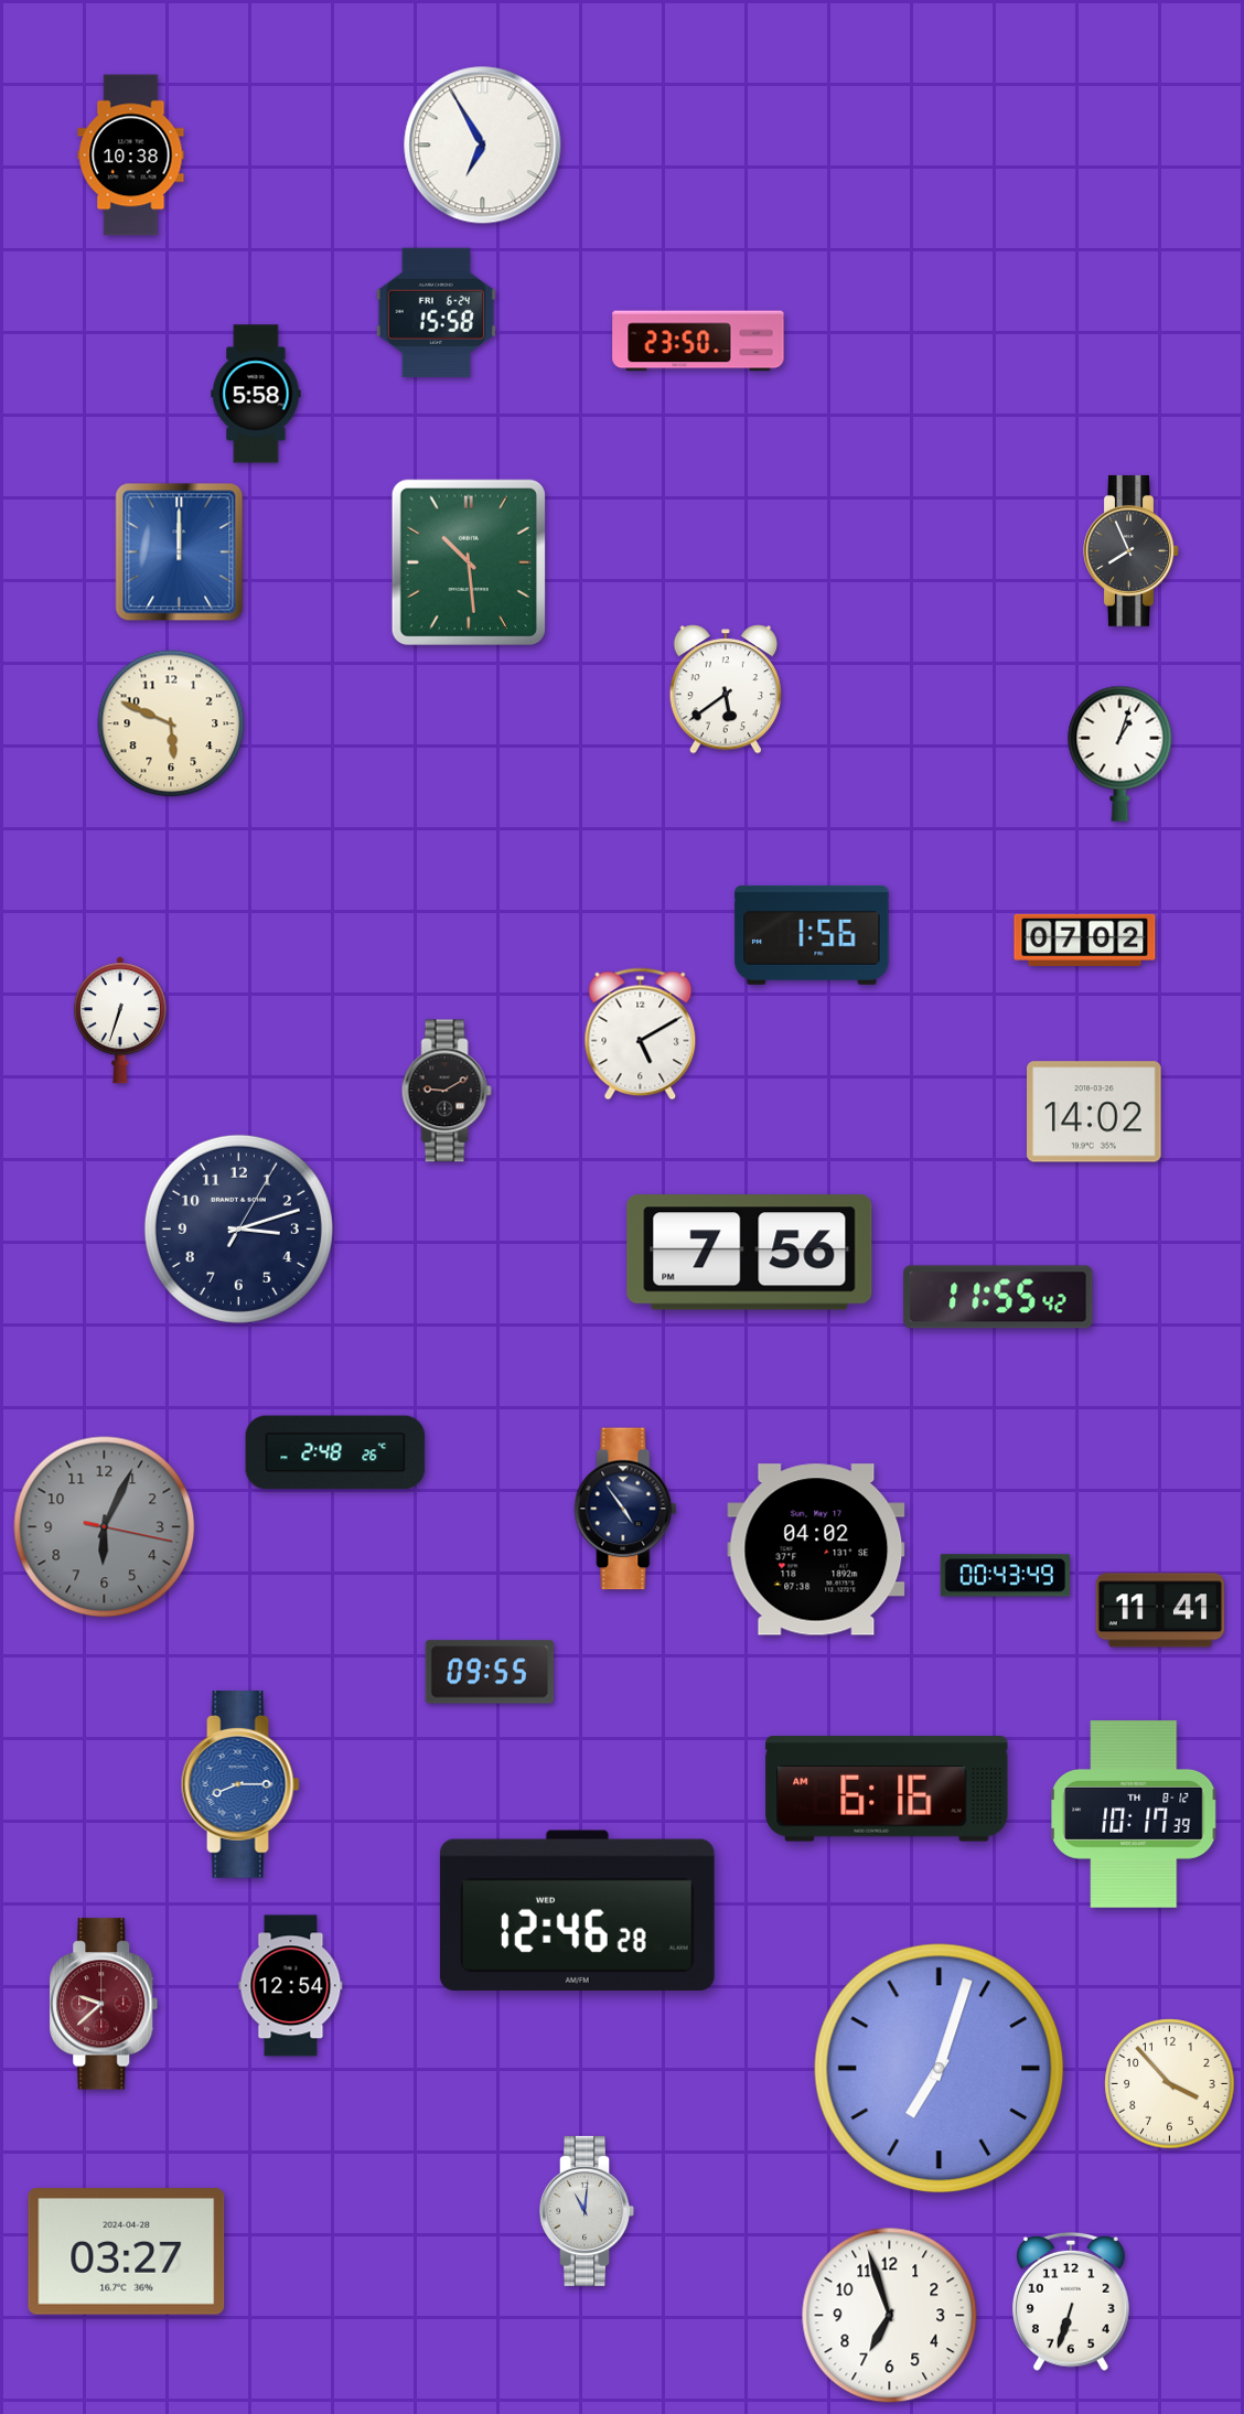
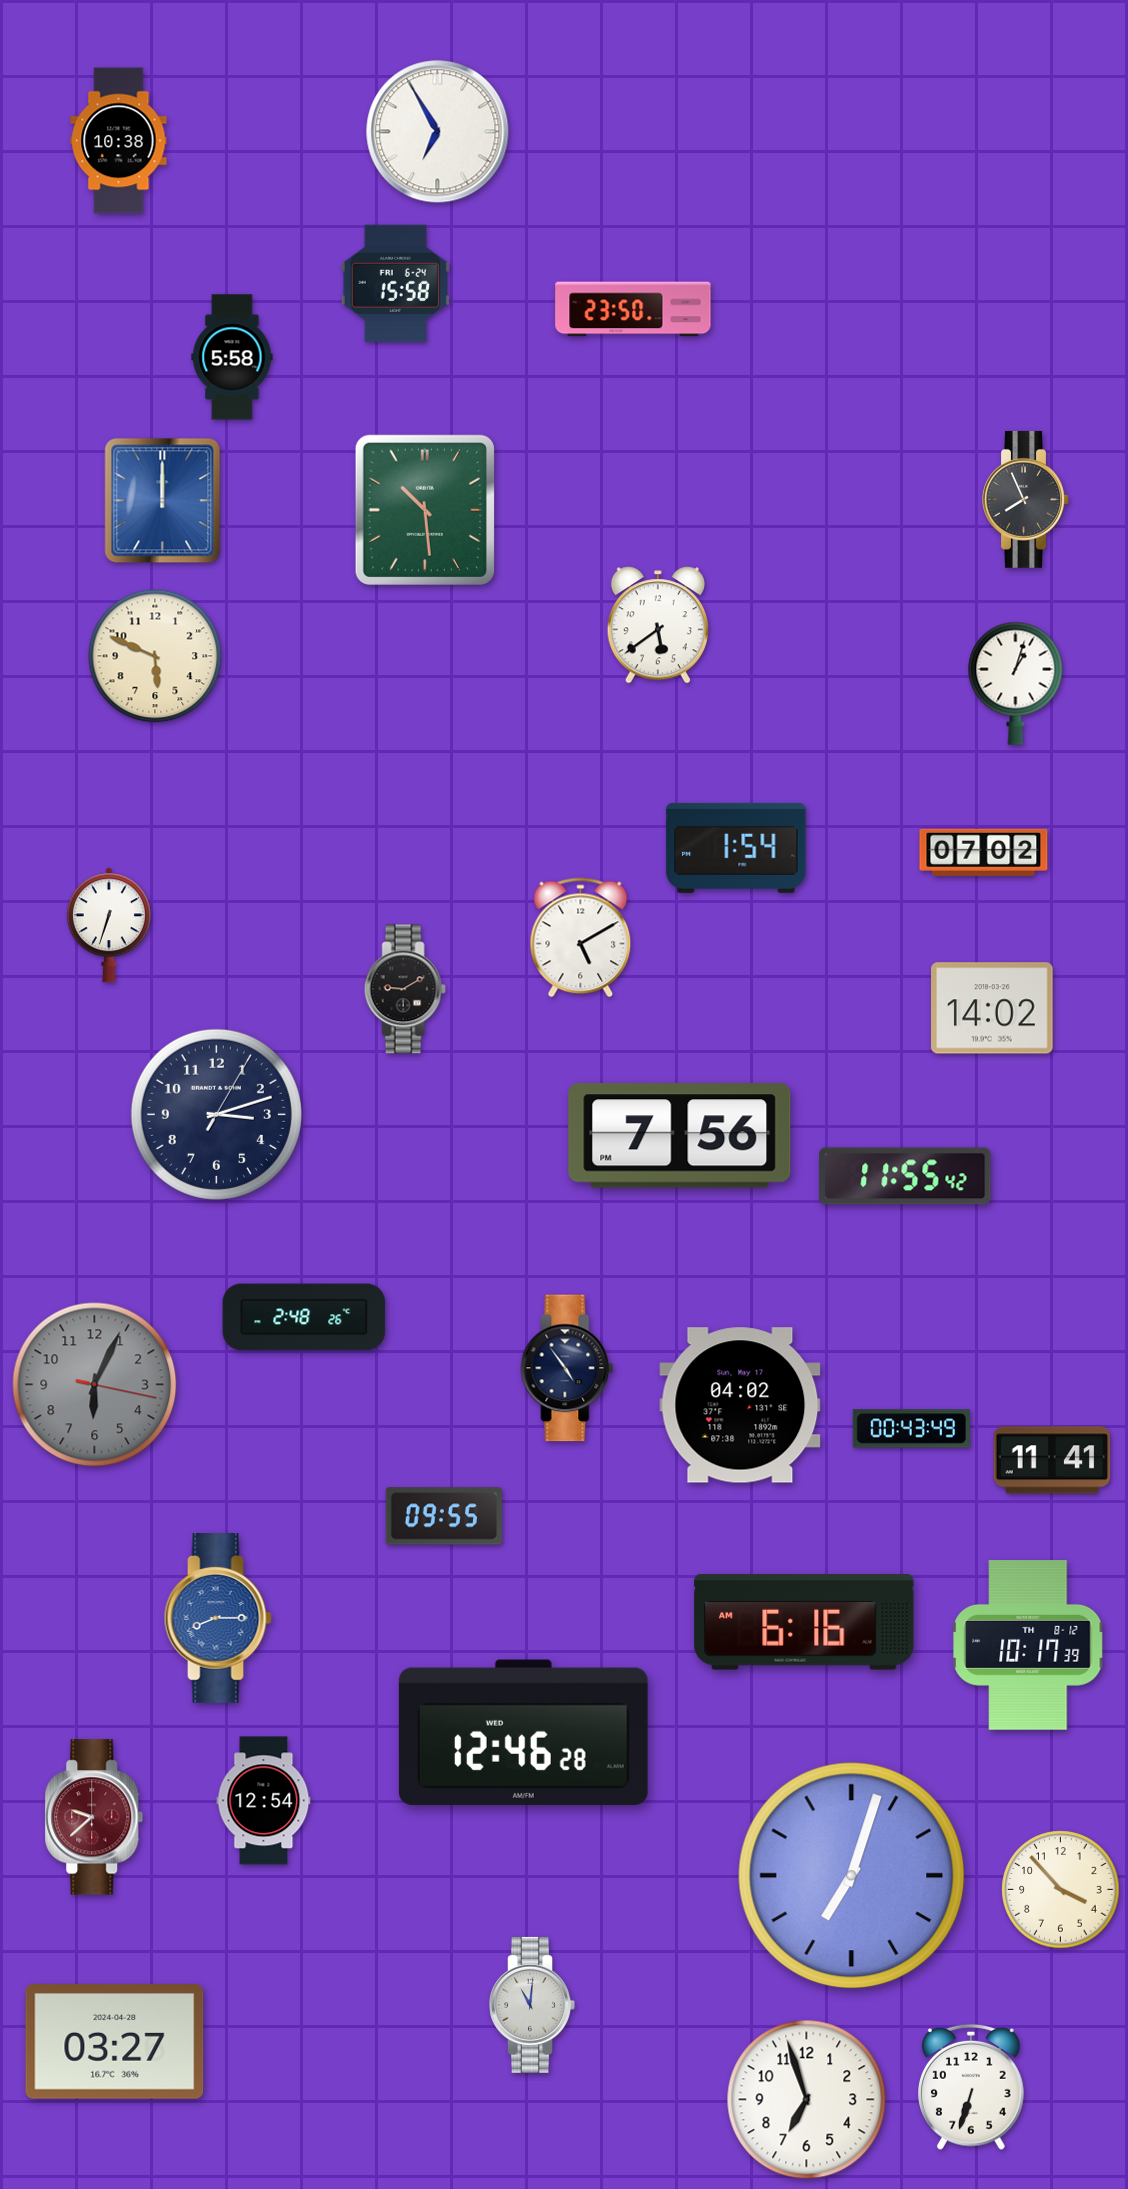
clock at (812, 935): 1:56 -> 1:54
